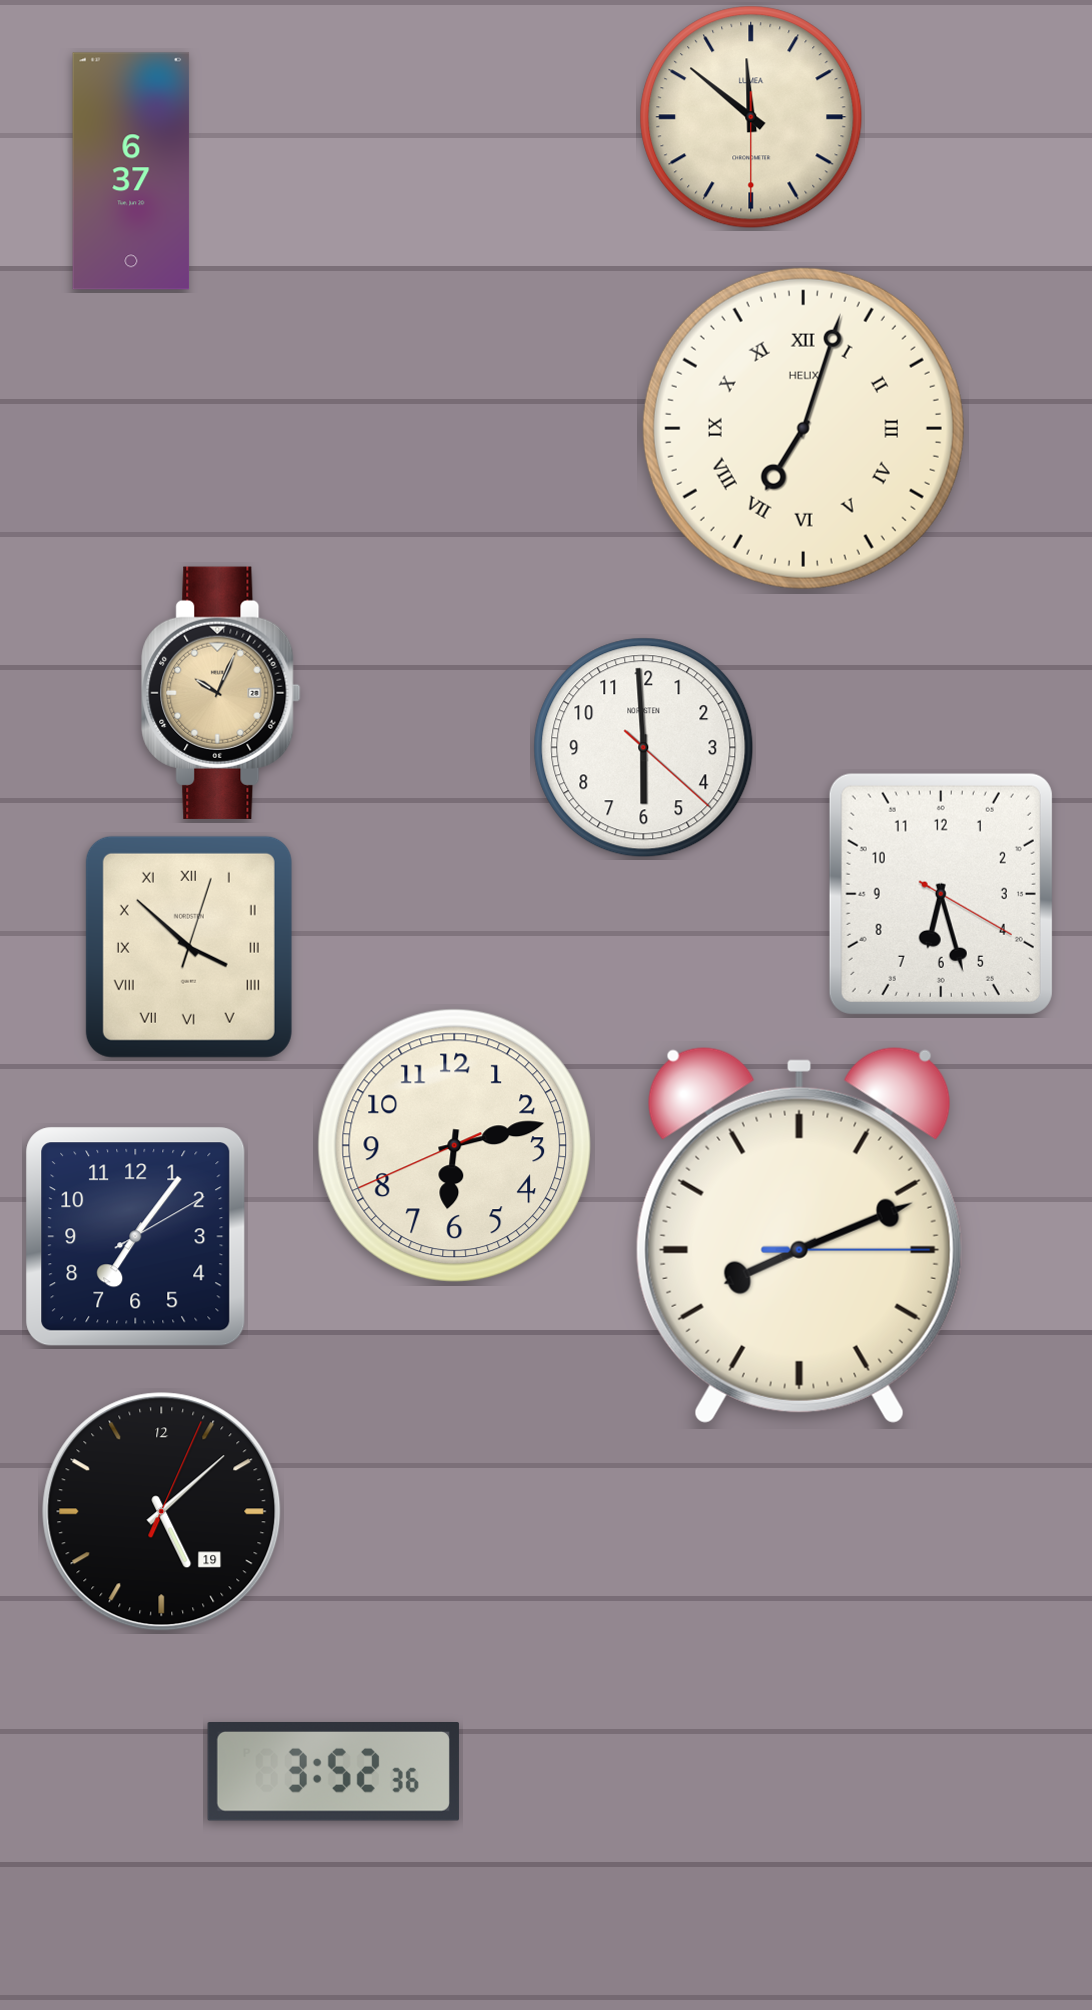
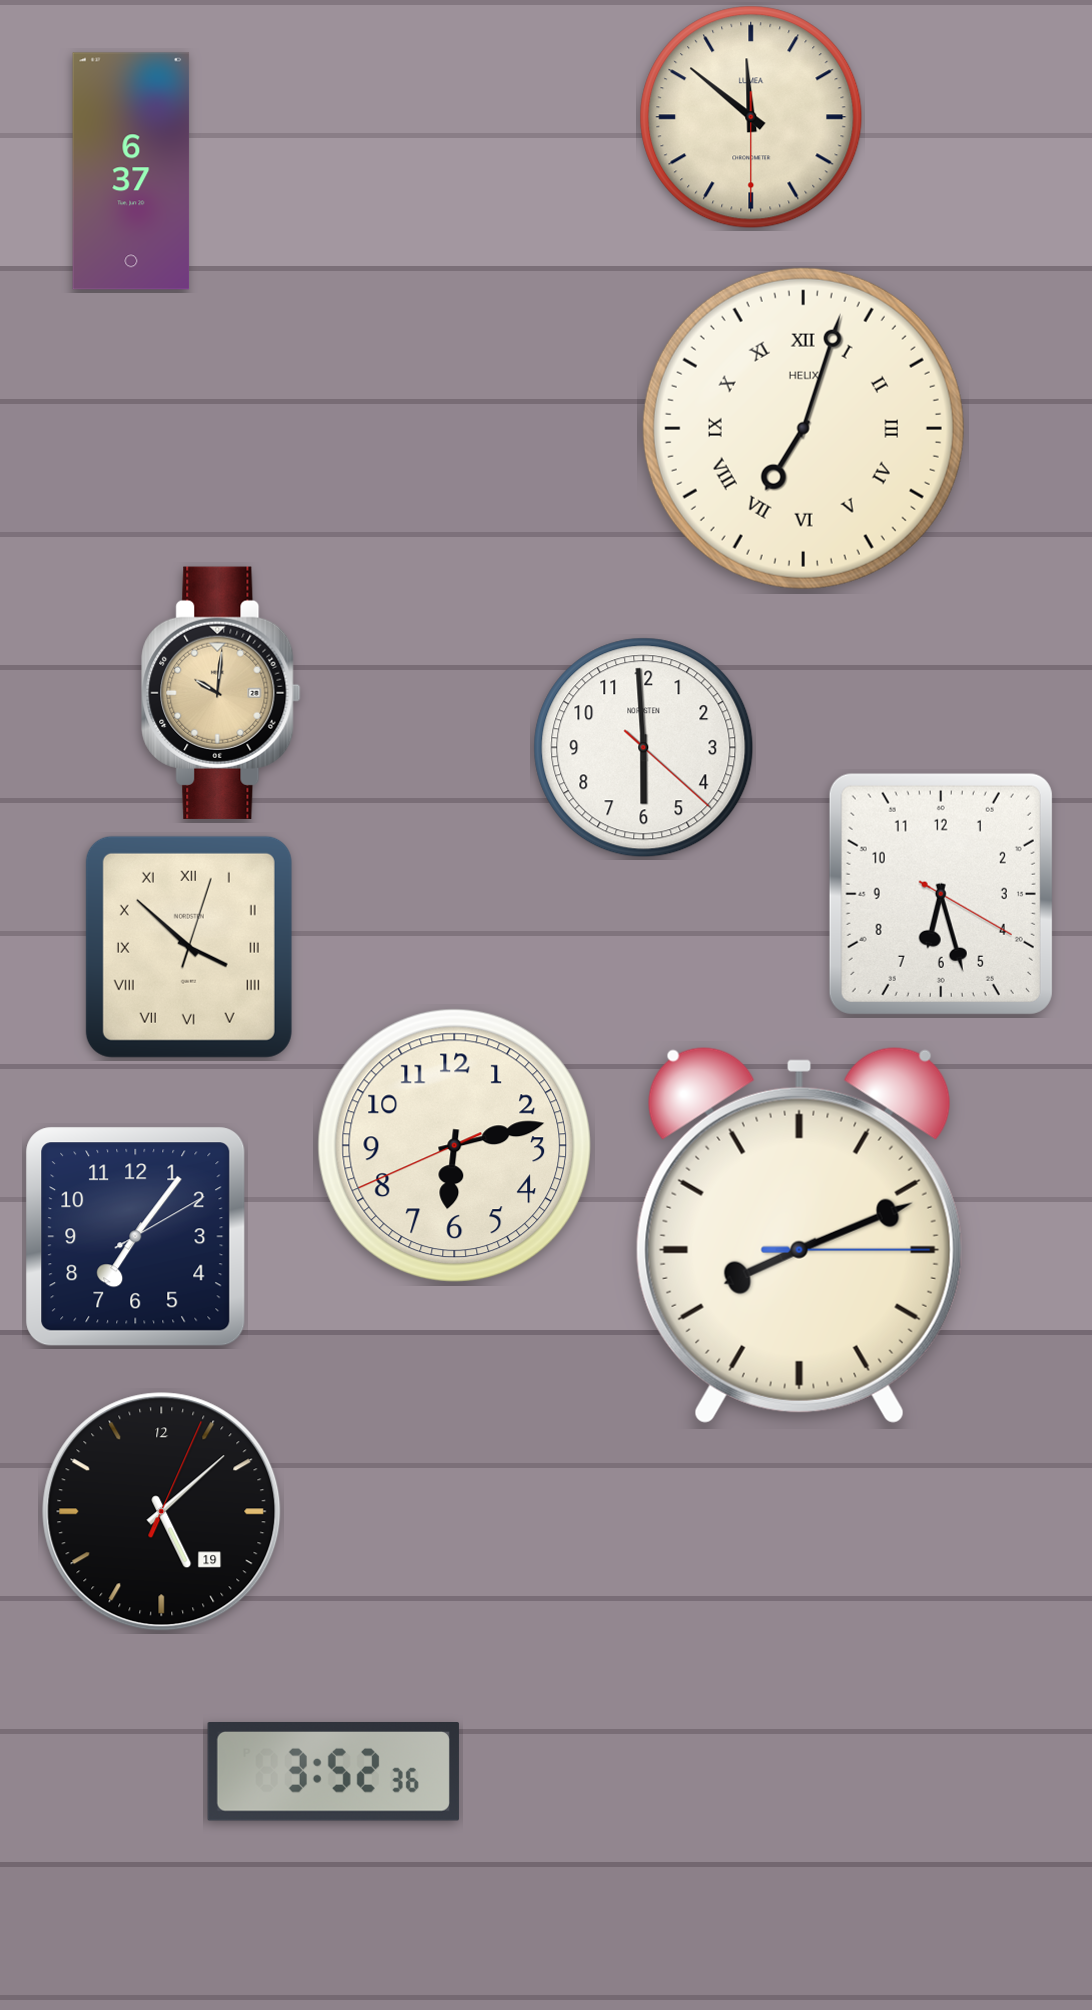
clock at (221, 693): 10:04 -> 10:01
